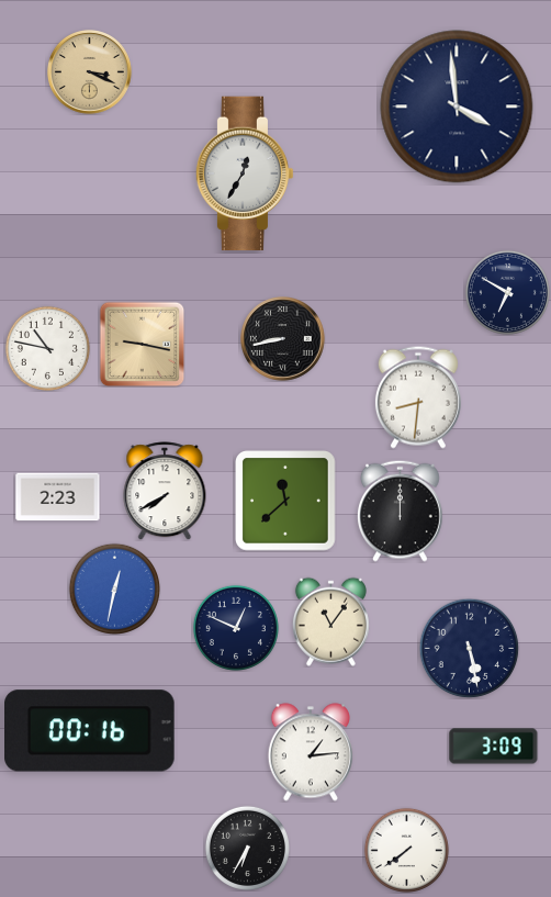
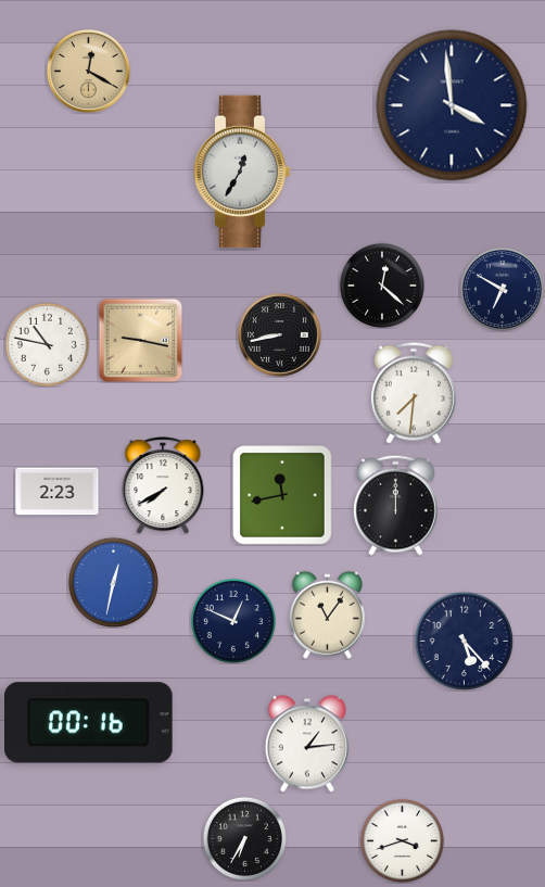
clock at (90, 72): 3:19 -> 12:20
clock at (382, 286): none -> 12:22
clock at (418, 397): 8:31 -> 7:31
clock at (286, 502): 11:38 -> 11:43
clock at (469, 648): 5:28 -> 5:23
clock at (494, 747): 3:09 -> none
clock at (406, 850): 7:39 -> 3:42
